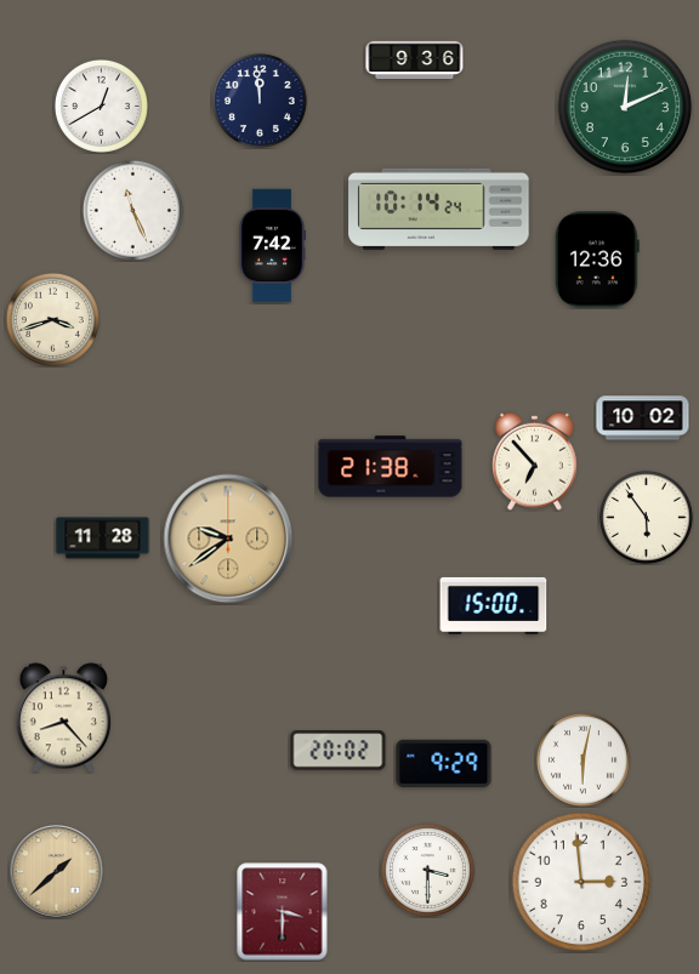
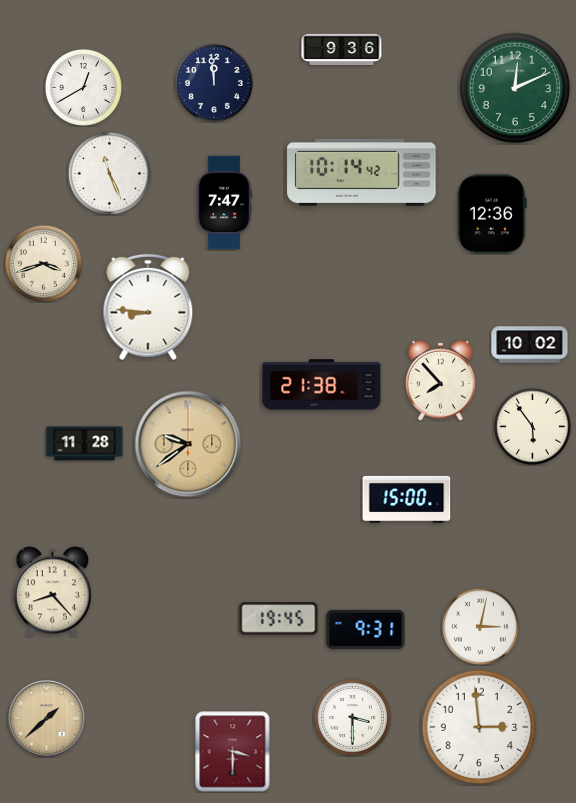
clock at (439, 209): 10:14:24 -> 10:14:42
clock at (272, 246): 7:42 -> 7:47
clock at (148, 307): none -> 8:46
clock at (534, 461): 6:53 -> 7:53
clock at (339, 751): 20:02 -> 19:45
clock at (582, 759): 6:02 -> 3:02
clock at (444, 764): 9:29 -> 9:31
